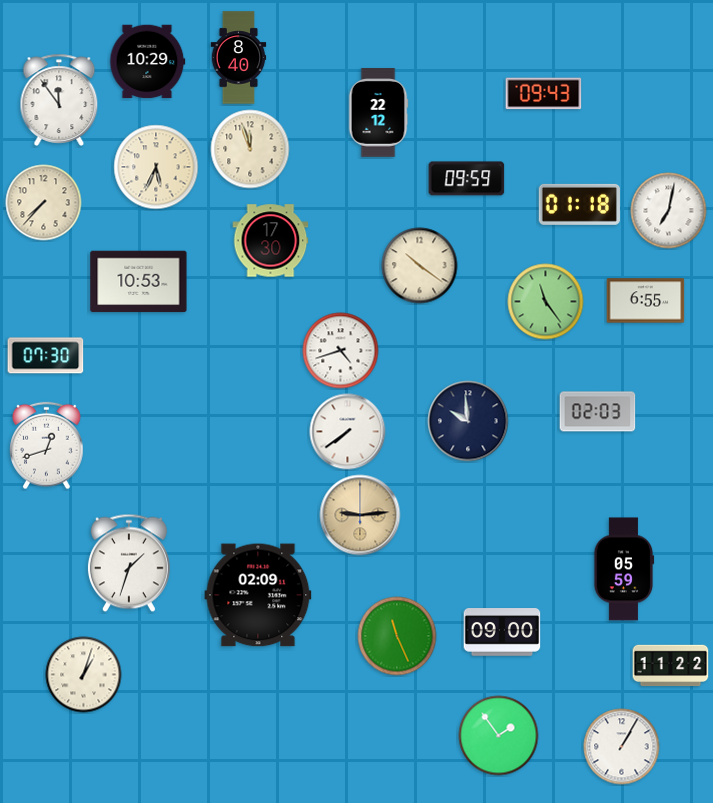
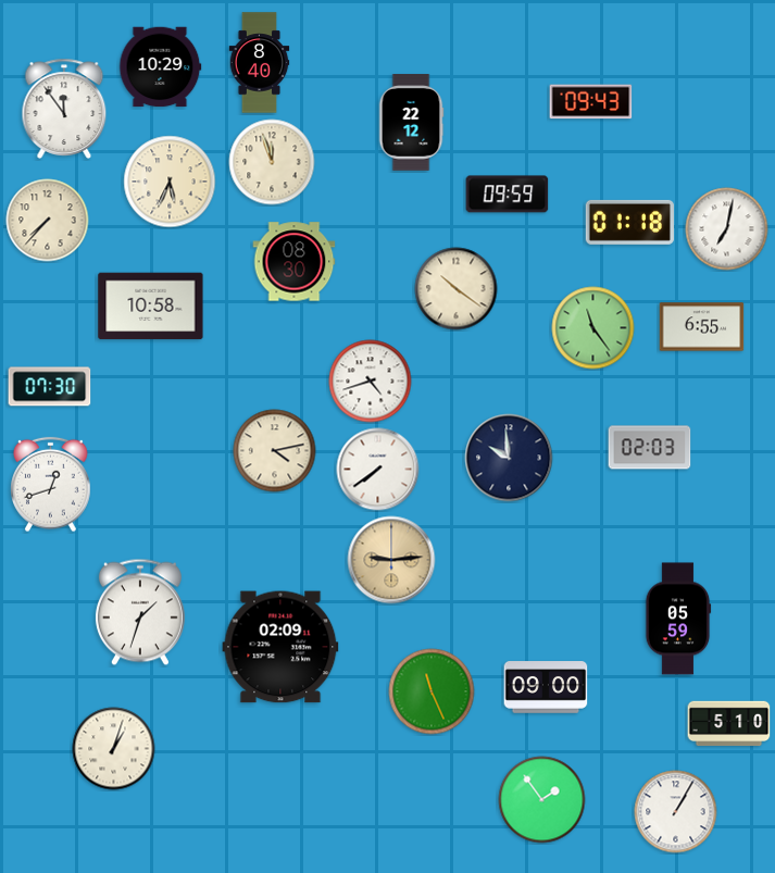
clock at (271, 241): 17:30 -> 08:30
clock at (139, 282): 10:53 -> 10:58
clock at (275, 451): none -> 4:13
clock at (671, 666): 11:22 -> 5:10
clock at (84, 675) position: (84, 675) -> (114, 749)
